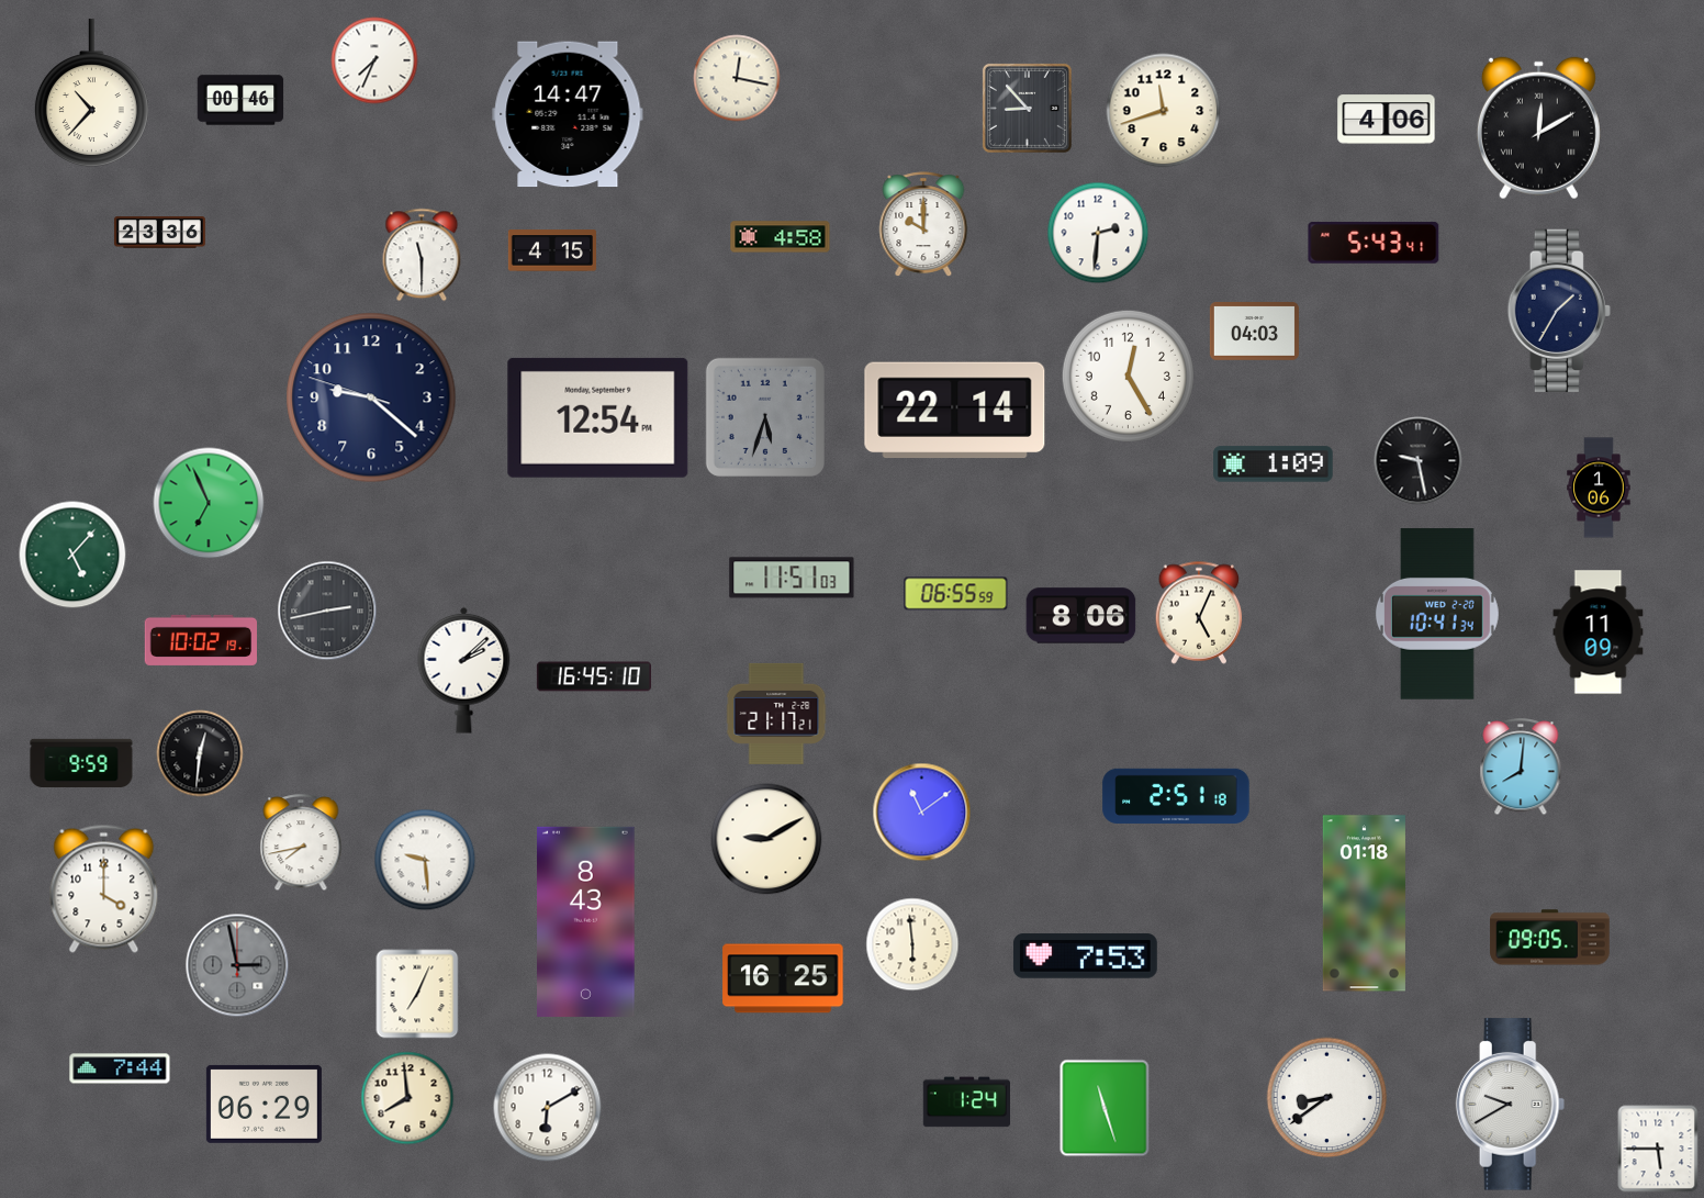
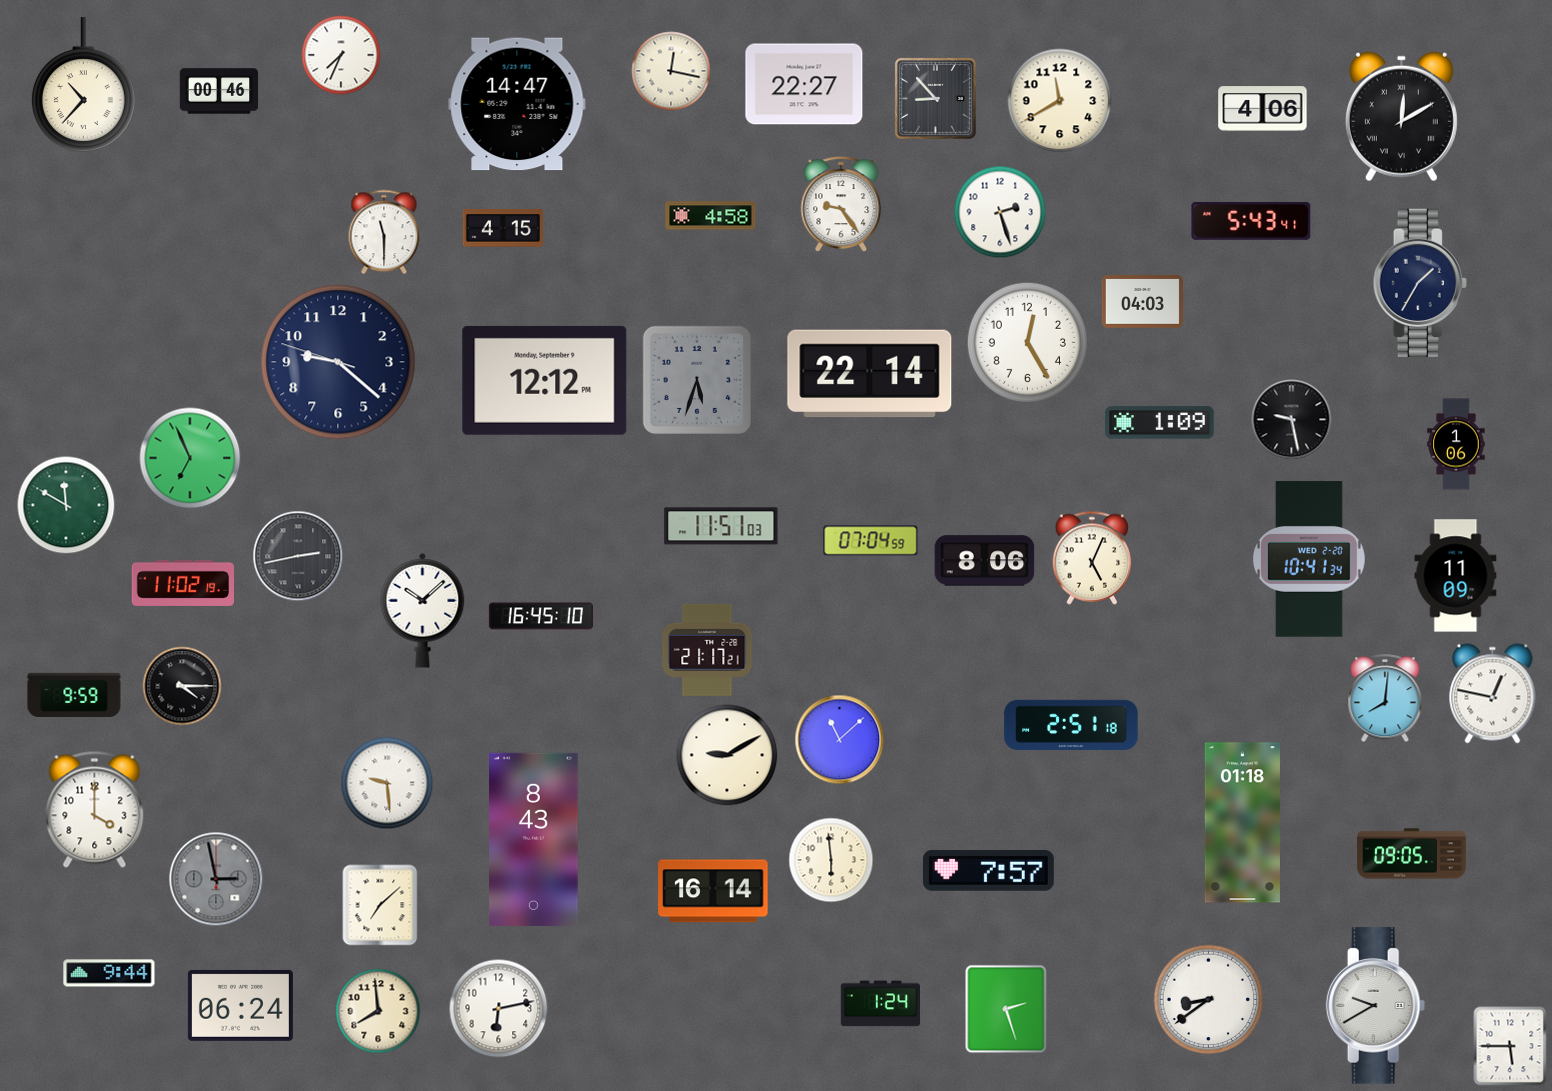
clock at (804, 84): none -> 22:27
clock at (1164, 111): 11:42 -> 11:40
clock at (923, 224): 10:00 -> 9:24
clock at (159, 233): 23:36 -> none
clock at (1098, 233): 2:31 -> 2:27
clock at (598, 417): 12:54 -> 12:12
clock at (72, 555): 5:07 -> 11:50
clock at (956, 594): 06:55 -> 07:04
clock at (200, 640): 10:02 -> 11:02
clock at (464, 670): 2:08 -> 10:08
clock at (200, 753): 12:31 -> 4:15
clock at (1493, 694): none -> 12:47
clock at (922, 813): 11:09 -> 11:08
clock at (766, 839) position: (766, 839) -> (727, 755)
clock at (301, 843): 7:43 -> none
clock at (1085, 956): 7:53 -> 7:57
clock at (783, 978): 16:25 -> 16:14
clock at (417, 994): 7:04 -> 7:08
clock at (120, 1068): 7:44 -> 9:44
clock at (407, 1098) position: (407, 1098) -> (378, 1011)
clock at (264, 1104): 06:29 -> 06:24
clock at (548, 1108): 6:10 -> 6:13
clock at (1105, 1108): 11:27 -> 2:27
